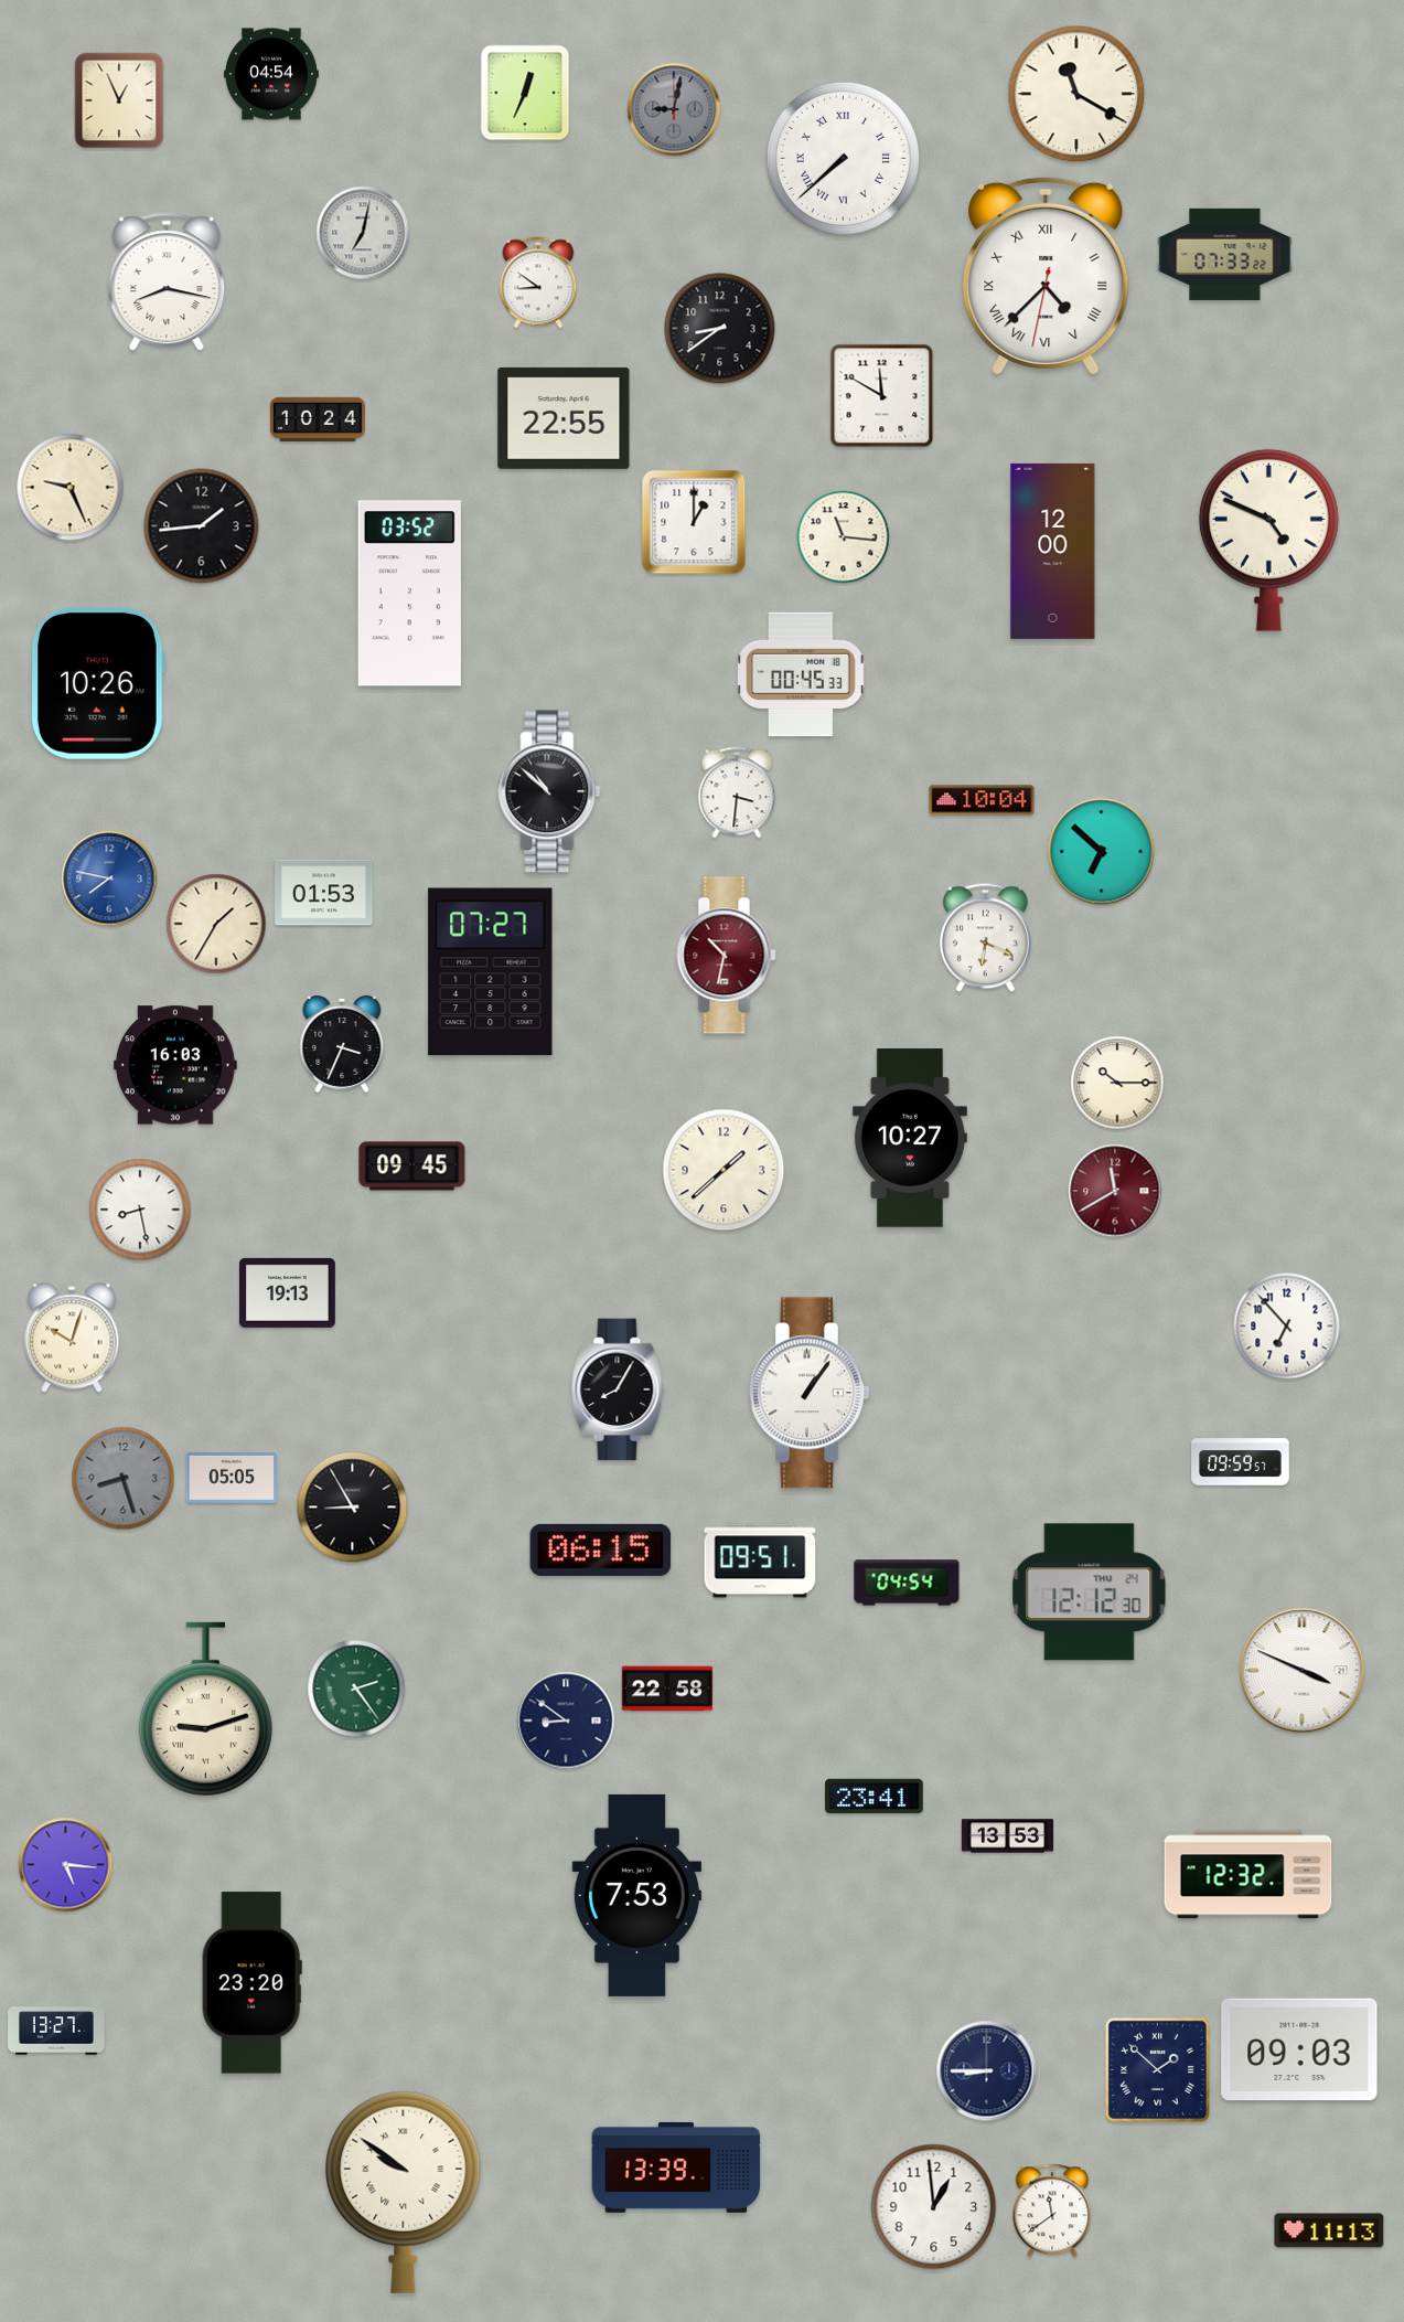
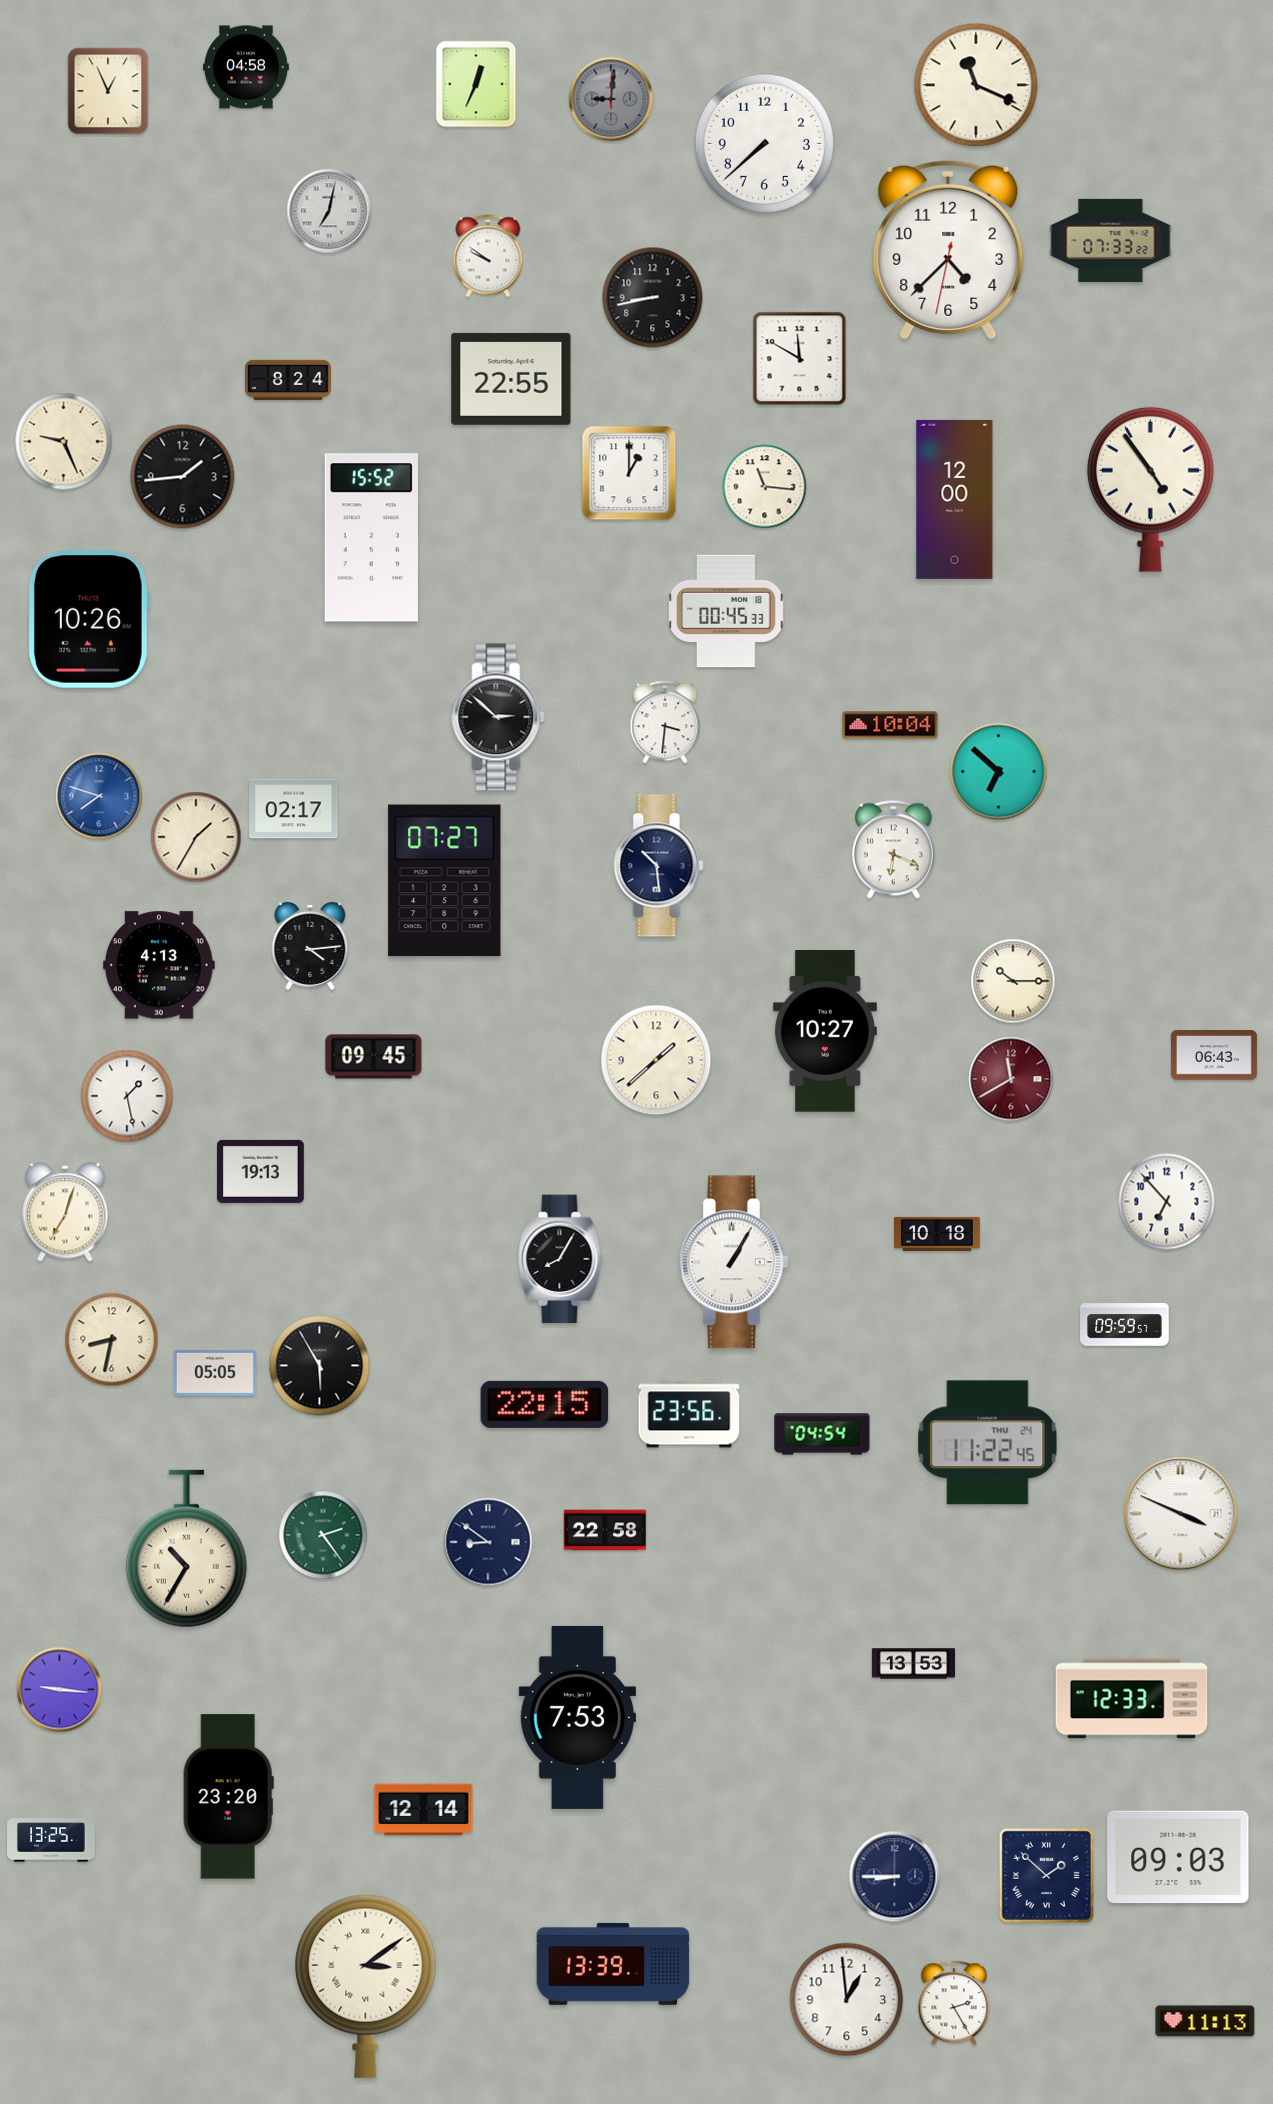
clock at (271, 74): 04:54 -> 04:58
clock at (1076, 94): 11:20 -> 11:19
clock at (674, 109): 9:02 -> 9:01
clock at (843, 158) numerals: Roman -> Arabic
clock at (1225, 254) position: (1225, 254) -> (1111, 240)
clock at (1046, 276) numerals: Roman -> Arabic
clock at (167, 283): 8:17 -> none
clock at (538, 283): 8:51 -> 9:51
clock at (720, 329): 8:39 -> 8:43
clock at (318, 419): 10:24 -> 8:24
clock at (1268, 540): 4:49 -> 4:54
clock at (409, 594): 03:52 -> 15:52
clock at (549, 791): 10:52 -> 2:52
clock at (737, 792) position: (737, 792) -> (665, 722)
clock at (109, 878): 7:47 -> 7:48
clock at (324, 893): 01:53 -> 02:17
clock at (727, 956): 10:32 -> 10:29
clock at (727, 956) dial: burgundy -> navy
clock at (342, 1044): 3:34 -> 4:14
clock at (175, 1065): 16:03 -> 4:13
clock at (1214, 1055): none -> 06:43
clock at (140, 1210): 8:28 -> 1:28
clock at (72, 1338): 10:03 -> 7:03
clock at (937, 1234): none -> 10:18
clock at (810, 1393): 1:06 -> 1:05
clock at (232, 1478) position: (232, 1478) -> (215, 1373)
clock at (124, 1479): 8:27 -> 8:32
clock at (124, 1479) dial: grey -> cream
clock at (353, 1508): 8:55 -> 5:55
clock at (601, 1549): 06:15 -> 22:15
clock at (760, 1561): 09:51 -> 23:56
clock at (1090, 1593): 12:12 -> 11:22
clock at (356, 1689) position: (356, 1689) -> (323, 1535)
clock at (205, 1709): 9:12 -> 10:35
clock at (566, 1721) position: (566, 1721) -> (488, 1542)
clock at (875, 1797): 23:41 -> none
clock at (66, 1865): 5:16 -> 9:16
clock at (1248, 1875): 12:32 -> 12:33
clock at (424, 1810): none -> 12:14
clock at (56, 2031): 13:27 -> 13:25
clock at (1157, 2069) position: (1157, 2069) -> (1046, 1875)
clock at (404, 2192): 9:51 -> 3:09
clock at (1052, 2211): 11:39 -> 2:25
